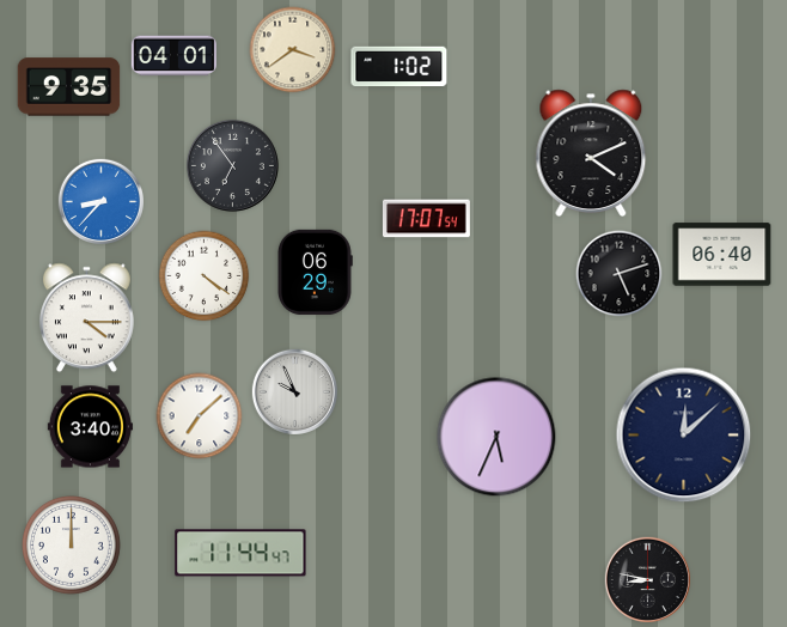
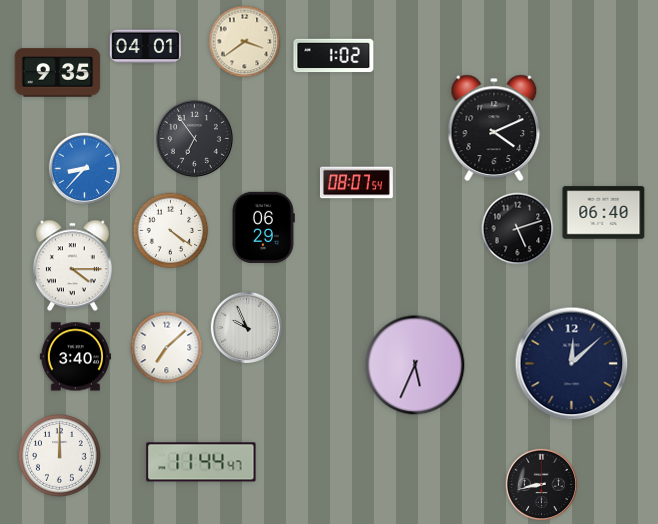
clock at (426, 219): 17:07 -> 08:07
clock at (647, 579): 8:47 -> 8:43
